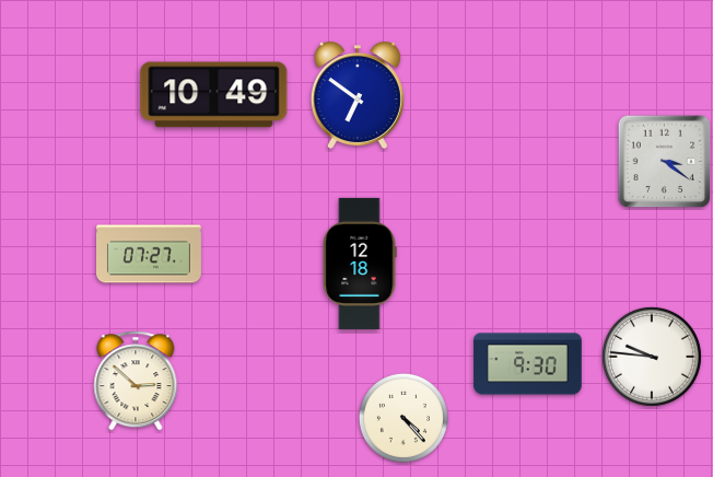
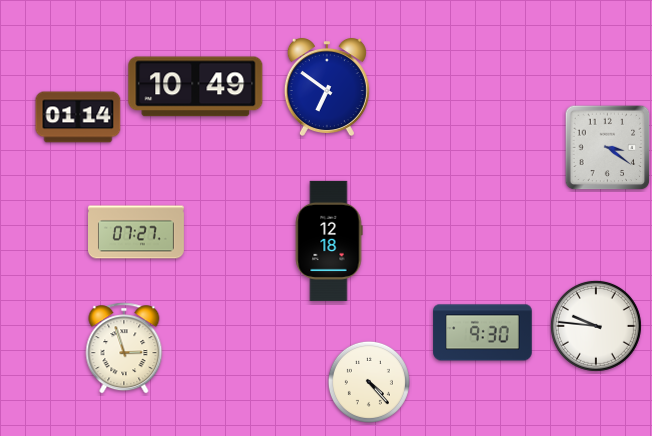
clock at (78, 117): none -> 01:14
clock at (136, 381): 2:52 -> 2:57
